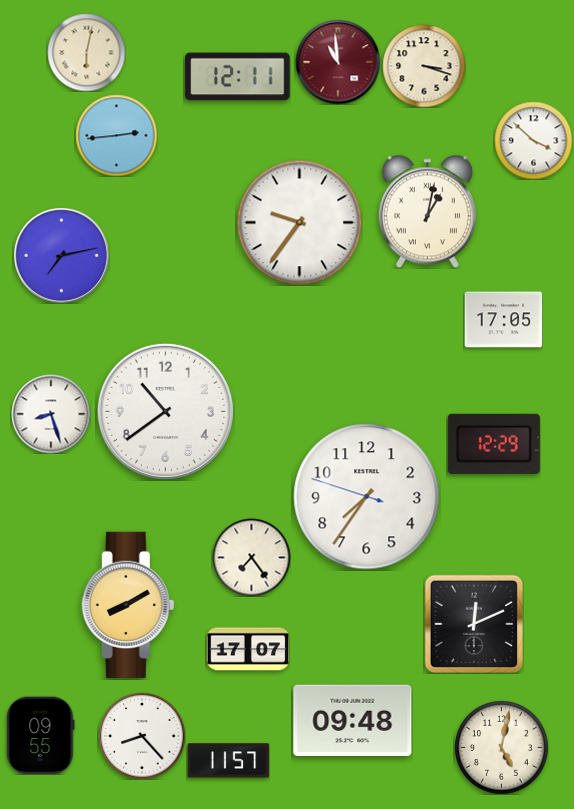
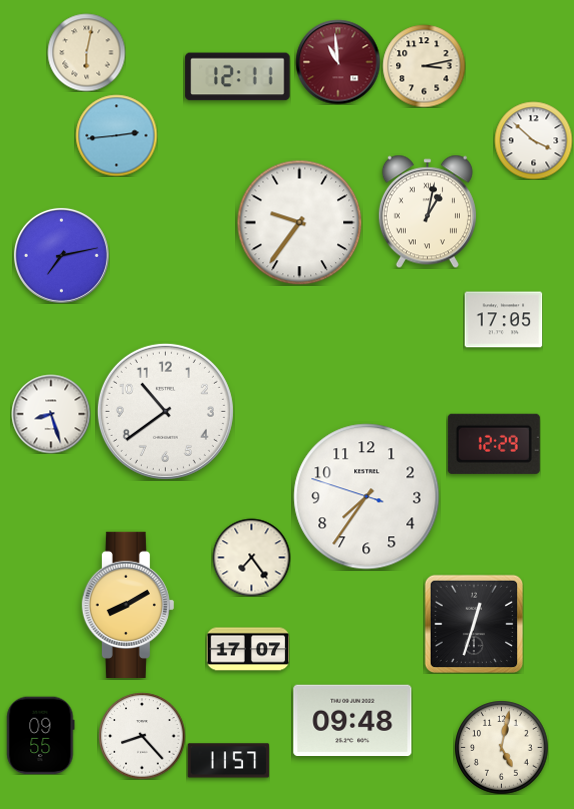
clock at (424, 66): 3:18 -> 3:13
clock at (474, 624): 12:11 -> 12:33
